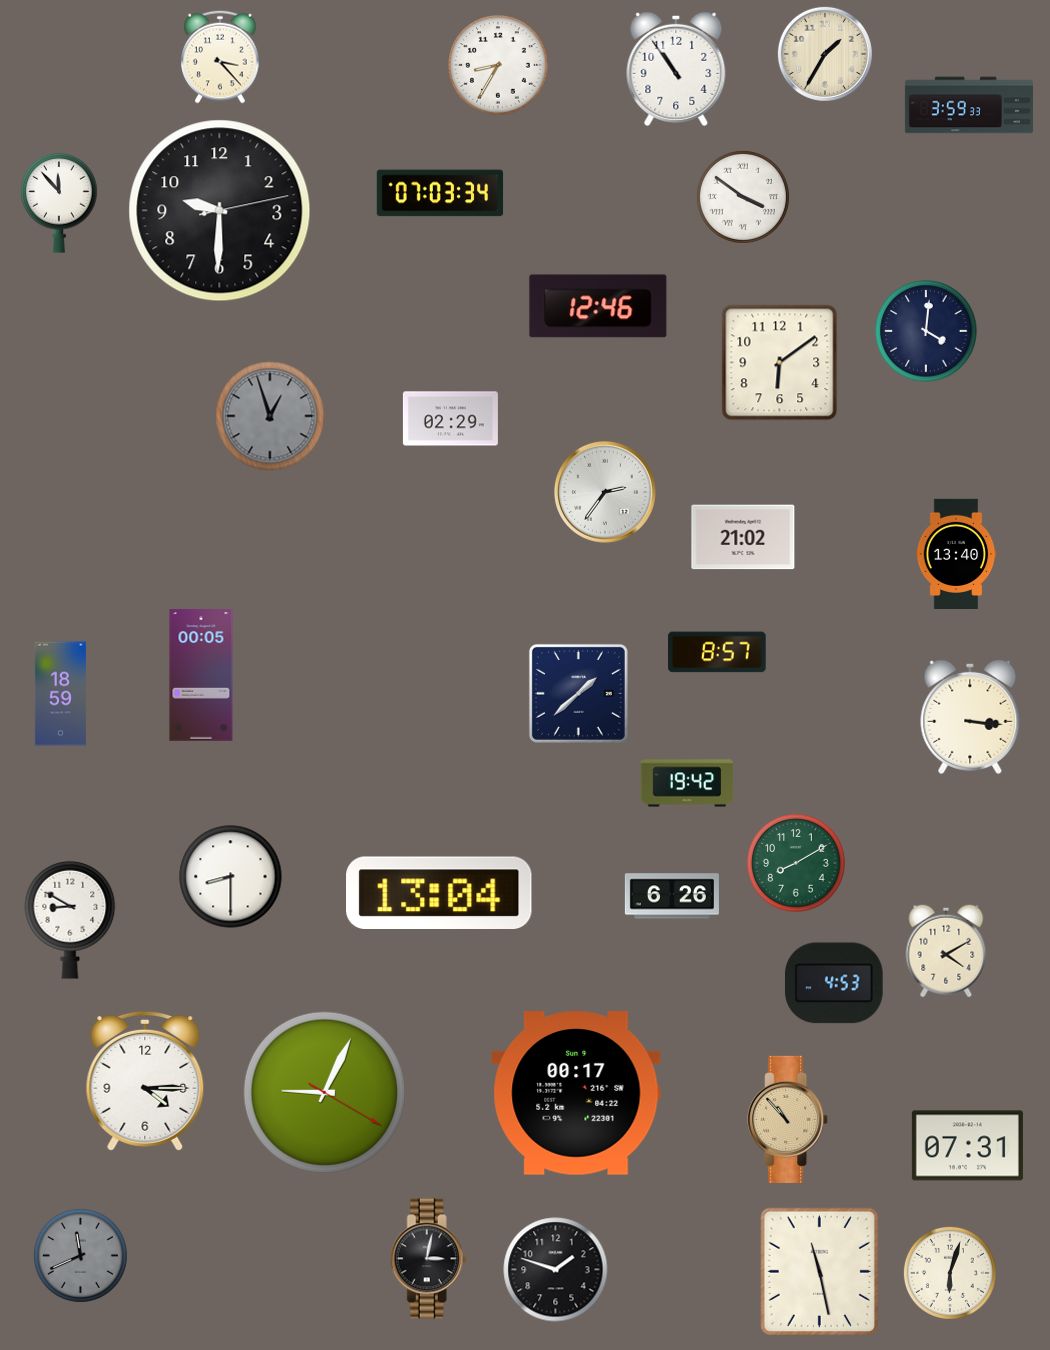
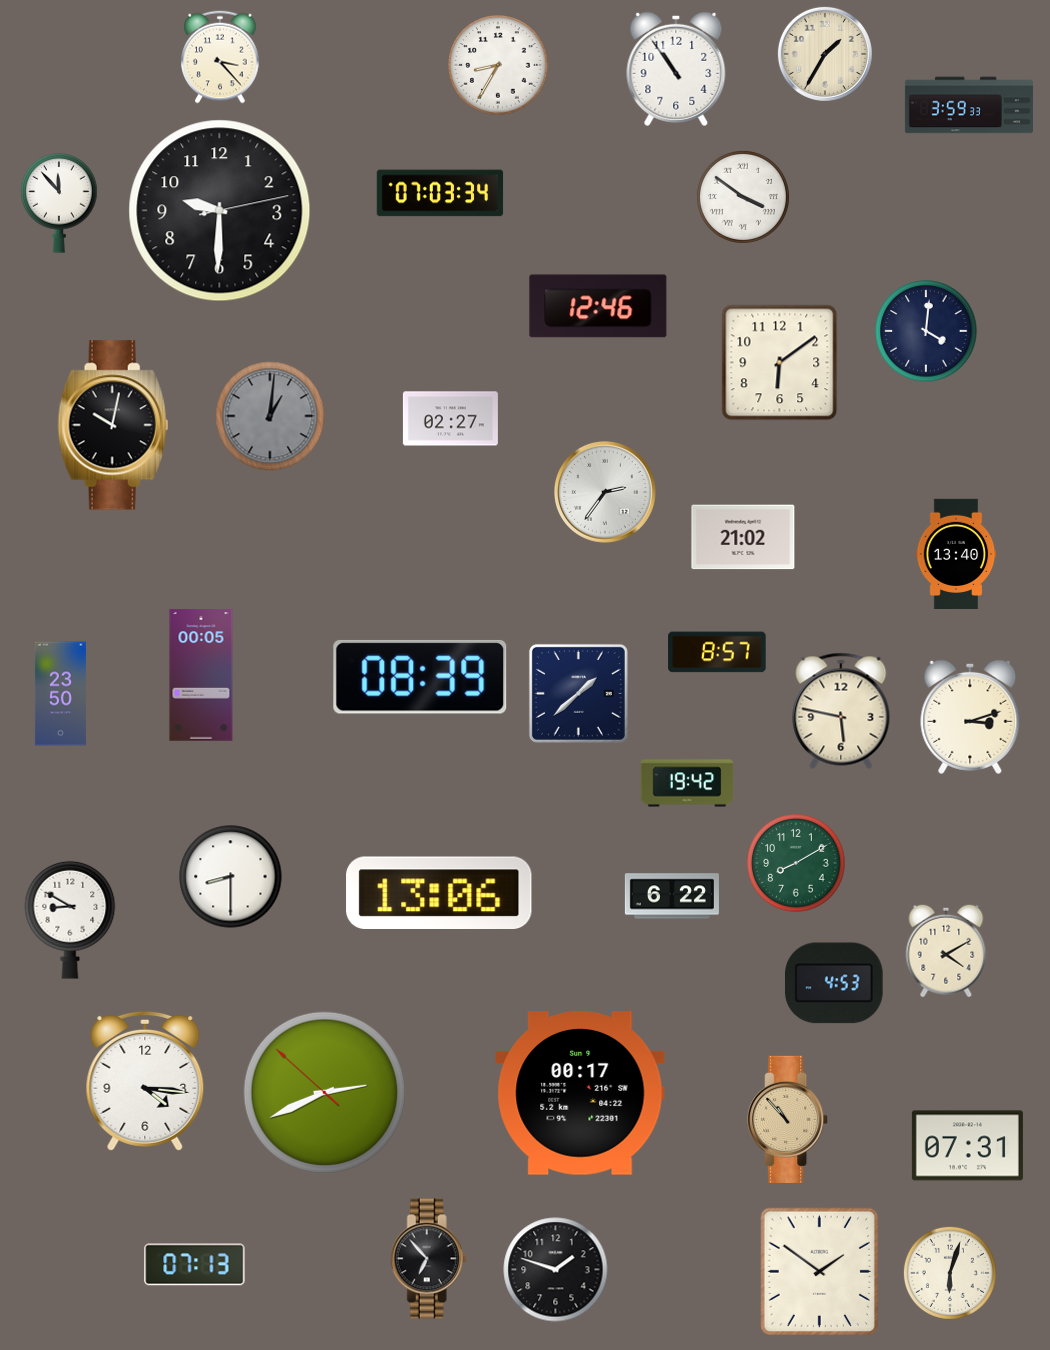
clock at (270, 416): 12:57 -> 1:01
clock at (450, 419): 02:29 -> 02:27
clock at (113, 425): none -> 10:02
clock at (420, 677): none -> 08:39
clock at (60, 694): 18:59 -> 23:50
clock at (841, 711): none -> 5:47
clock at (970, 717): 3:16 -> 3:12
clock at (439, 892): 13:04 -> 13:06
clock at (672, 896): 6:26 -> 6:22
clock at (145, 1081): 4:15 -> 4:16
clock at (324, 1092): 9:04 -> 2:40
clock at (576, 1093) position: (576, 1093) -> (580, 1093)
clock at (80, 1255): 11:41 -> none
clock at (428, 1259): 3:02 -> 6:53
clock at (195, 1265): none -> 07:13
clock at (819, 1271): 11:28 -> 1:51
